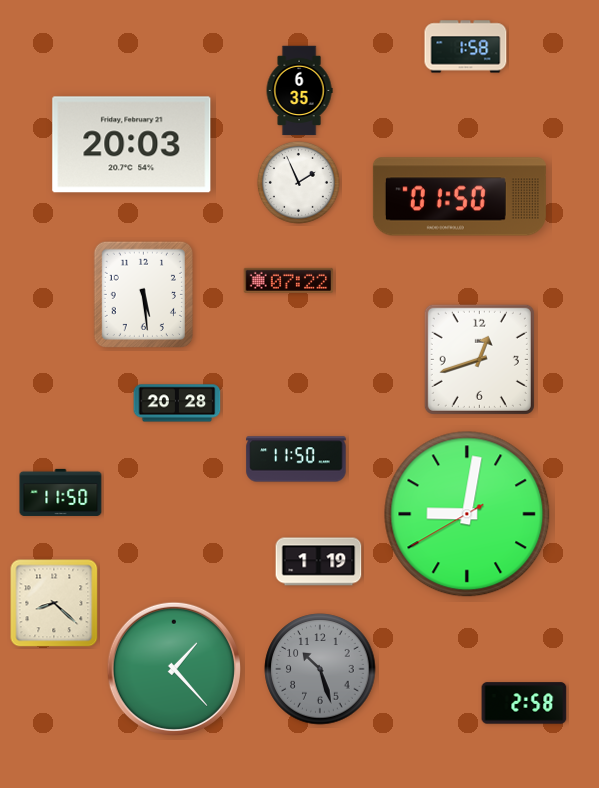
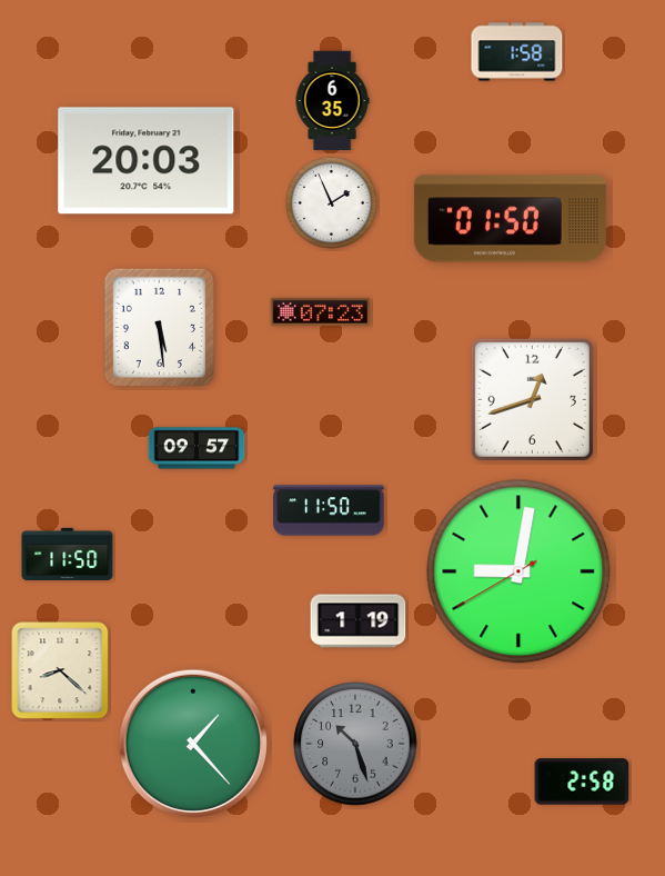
clock at (289, 280): 07:22 -> 07:23
clock at (177, 403): 20:28 -> 09:57
clock at (61, 492) position: (61, 492) -> (68, 554)
clock at (319, 562) position: (319, 562) -> (359, 621)
